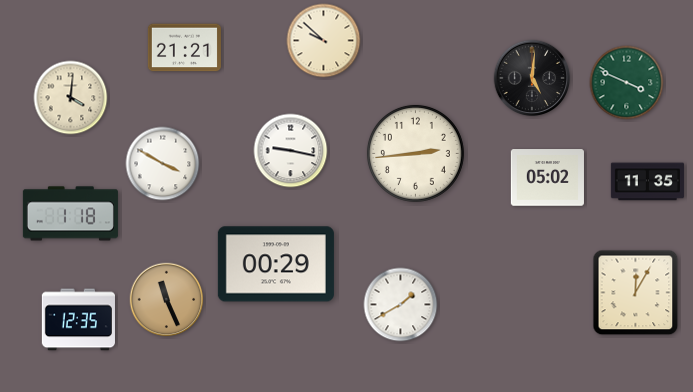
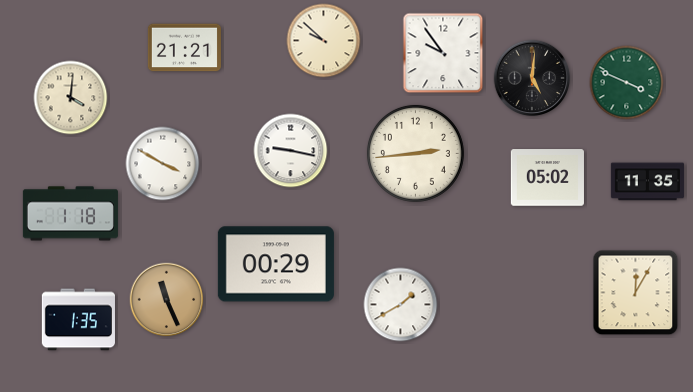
clock at (443, 53): none -> 9:54
clock at (78, 320): 12:35 -> 1:35
